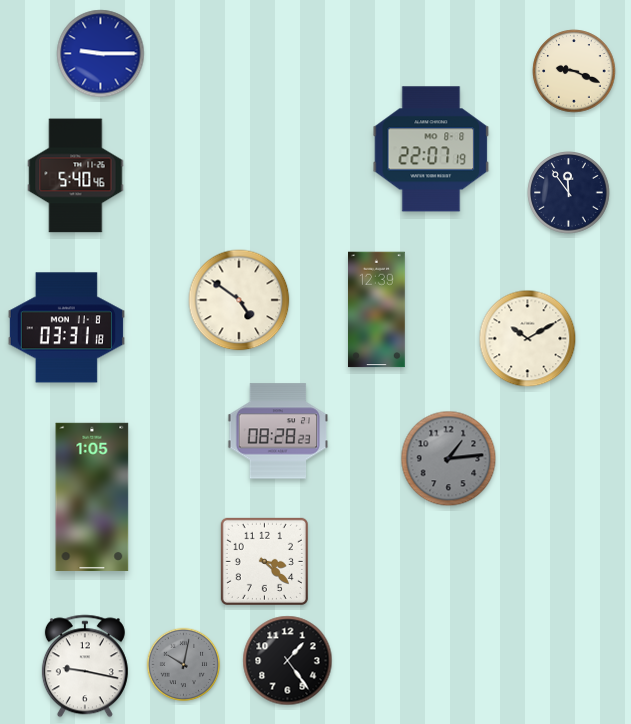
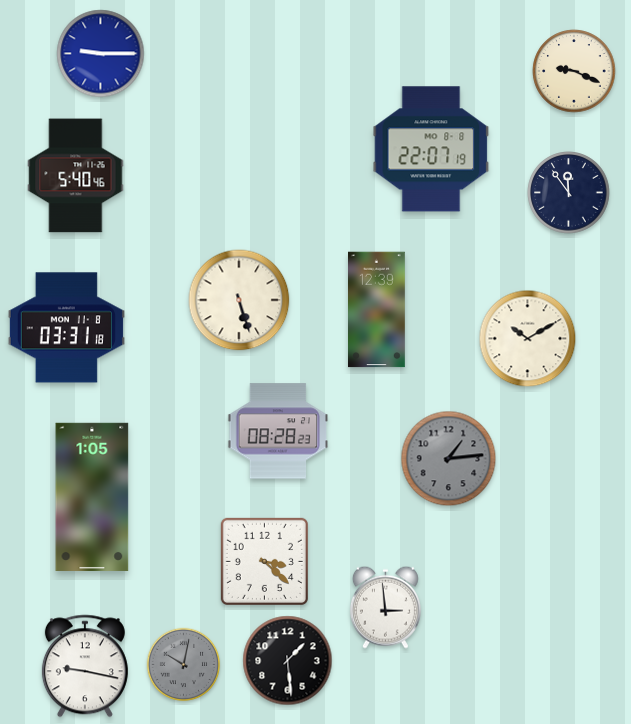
clock at (239, 300): 4:51 -> 5:27
clock at (385, 607): none -> 2:59
clock at (288, 661): 1:24 -> 1:29
